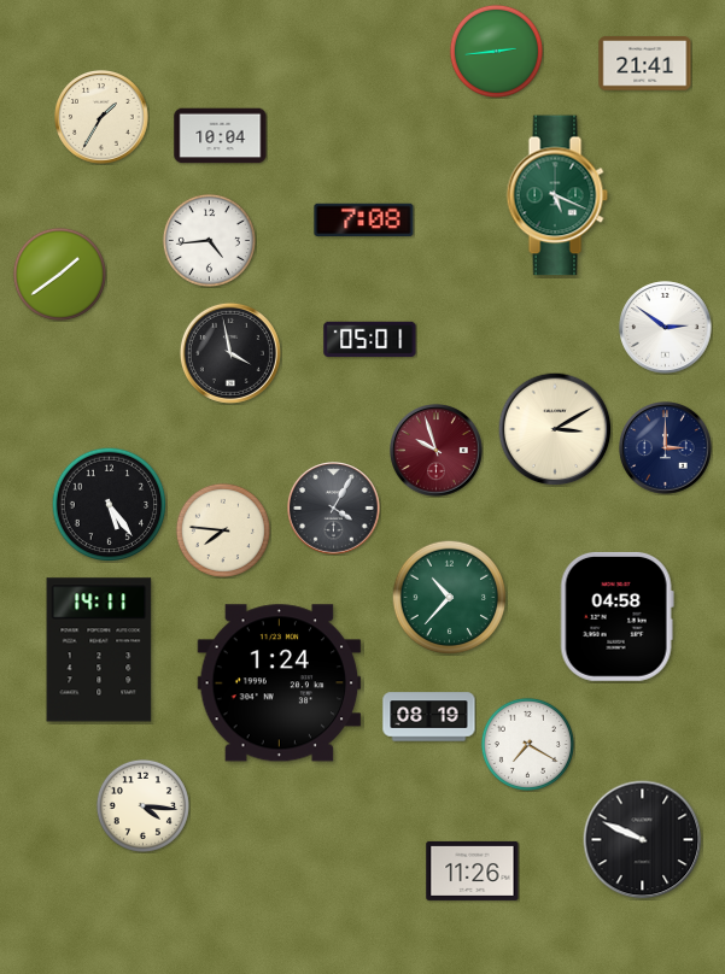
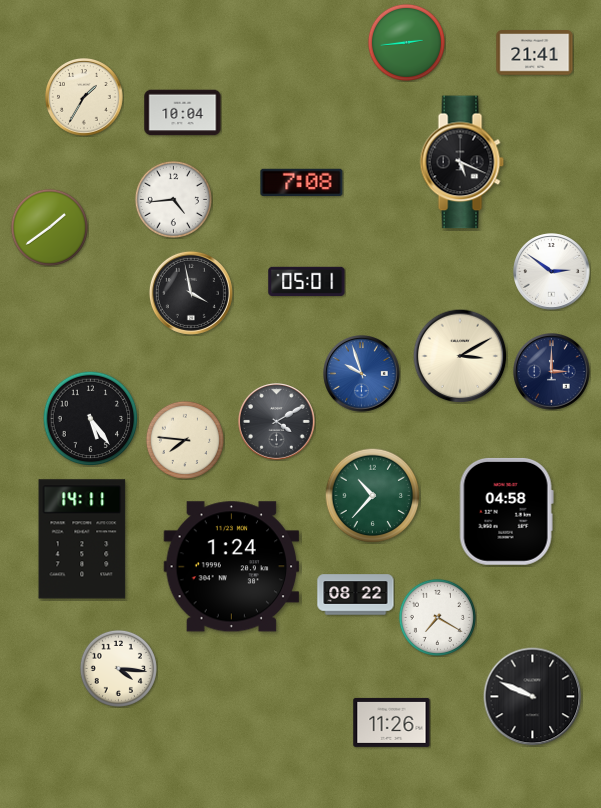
clock at (496, 51) position: (496, 51) -> (406, 42)
clock at (557, 195) dial: green -> black
clock at (437, 451) dial: burgundy -> blue
clock at (334, 509): 4:05 -> 4:10
clock at (616, 616) position: (616, 616) -> (506, 511)
clock at (429, 717): 08:19 -> 08:22
